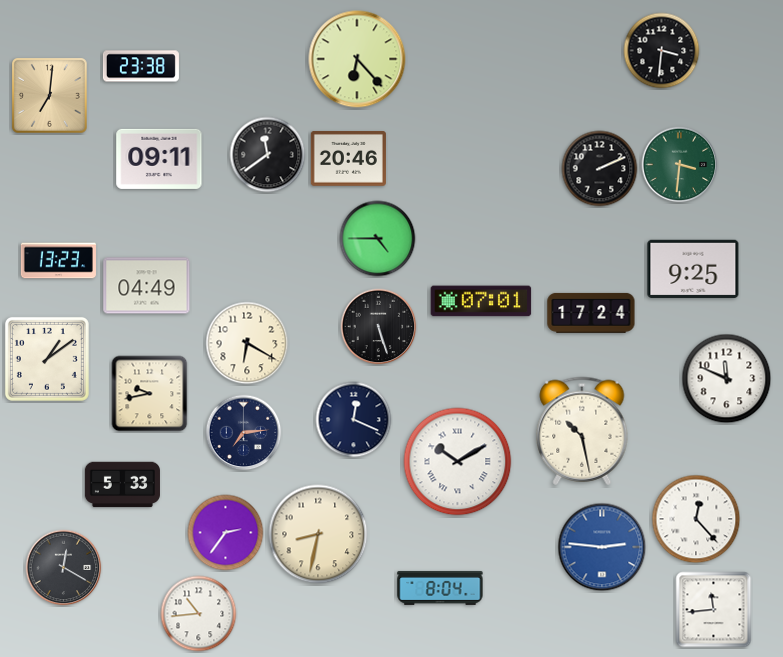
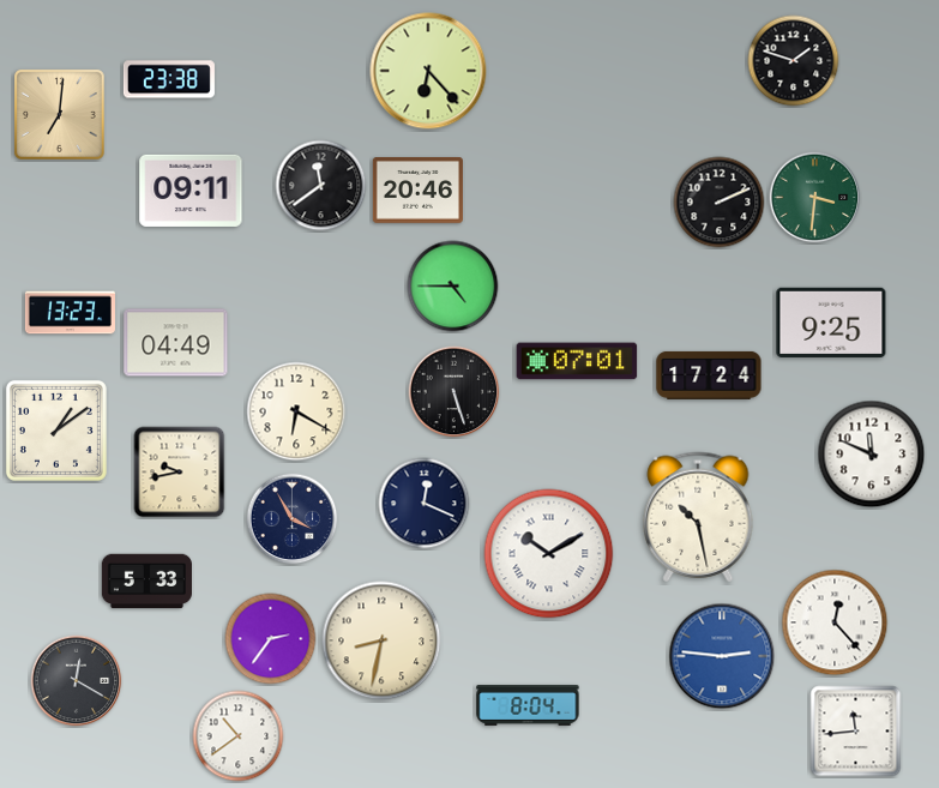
clock at (662, 51): 3:31 -> 1:48
clock at (244, 433): 7:14 -> 3:55
clock at (199, 614): 10:44 -> 10:39
